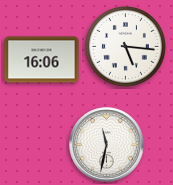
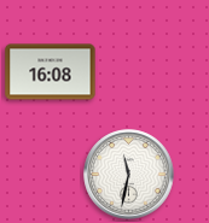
clock at (125, 46): 5:16 -> none
clock at (42, 60): 16:06 -> 16:08
